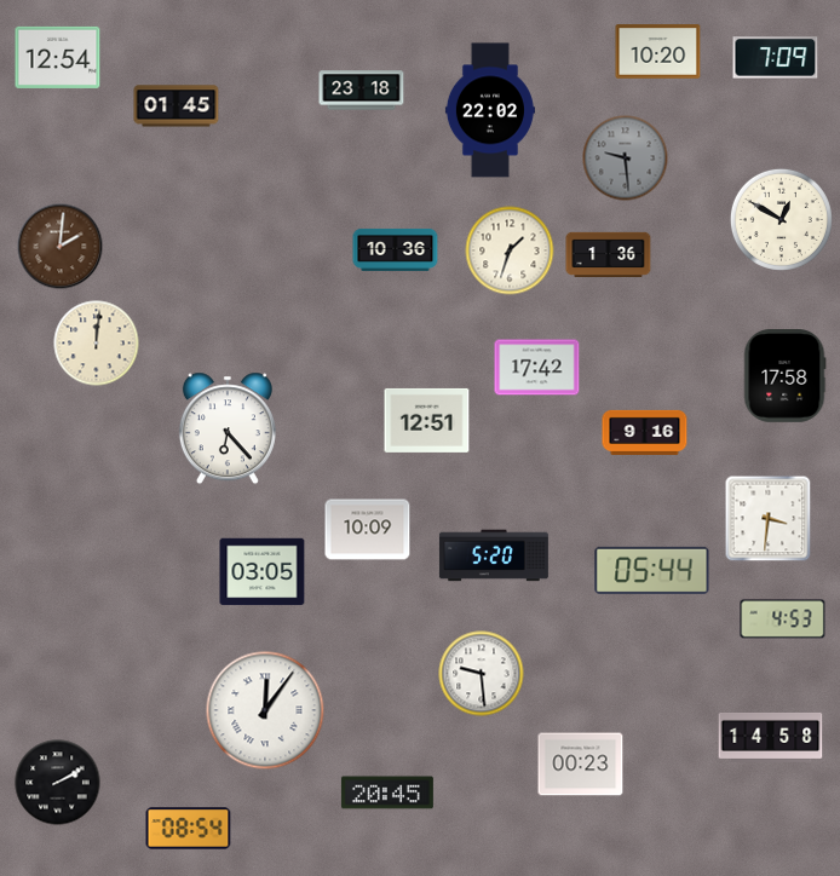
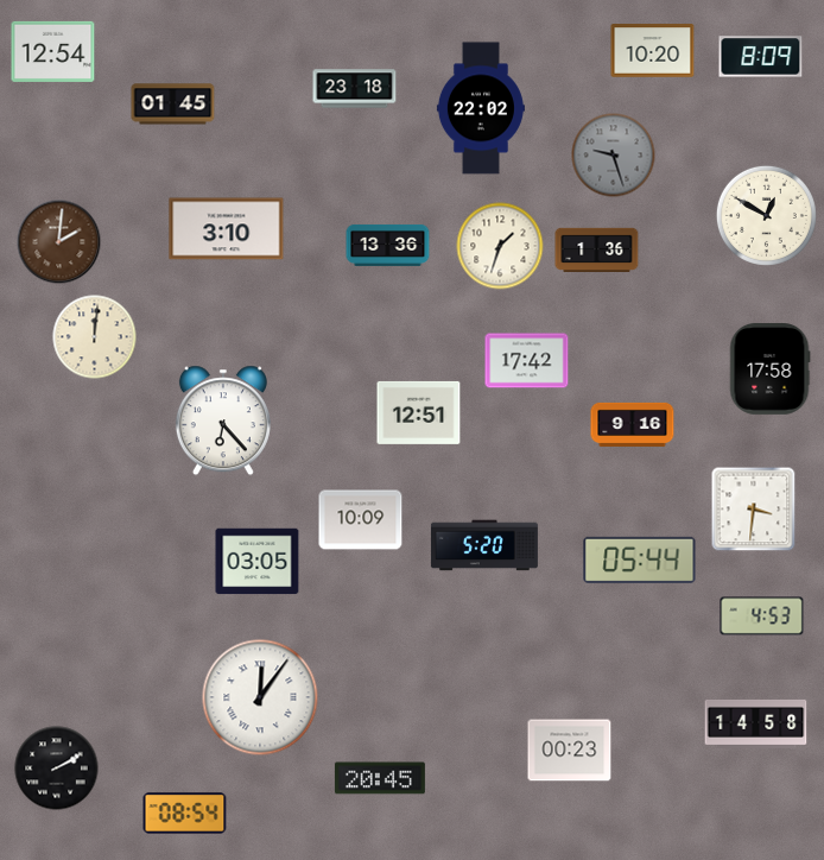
clock at (658, 52) position: (658, 52) -> (653, 51)
clock at (58, 57) position: (58, 57) -> (53, 51)
clock at (776, 58): 7:09 -> 8:09
clock at (626, 159): 9:29 -> 9:27
clock at (227, 229): none -> 3:10
clock at (396, 249): 10:36 -> 13:36
clock at (783, 619) position: (783, 619) -> (762, 616)
clock at (482, 674): 9:29 -> none
